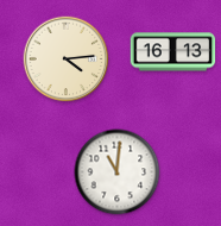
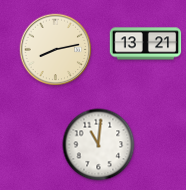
clock at (173, 52): 16:13 -> 13:21
clock at (67, 59): 4:14 -> 8:13
